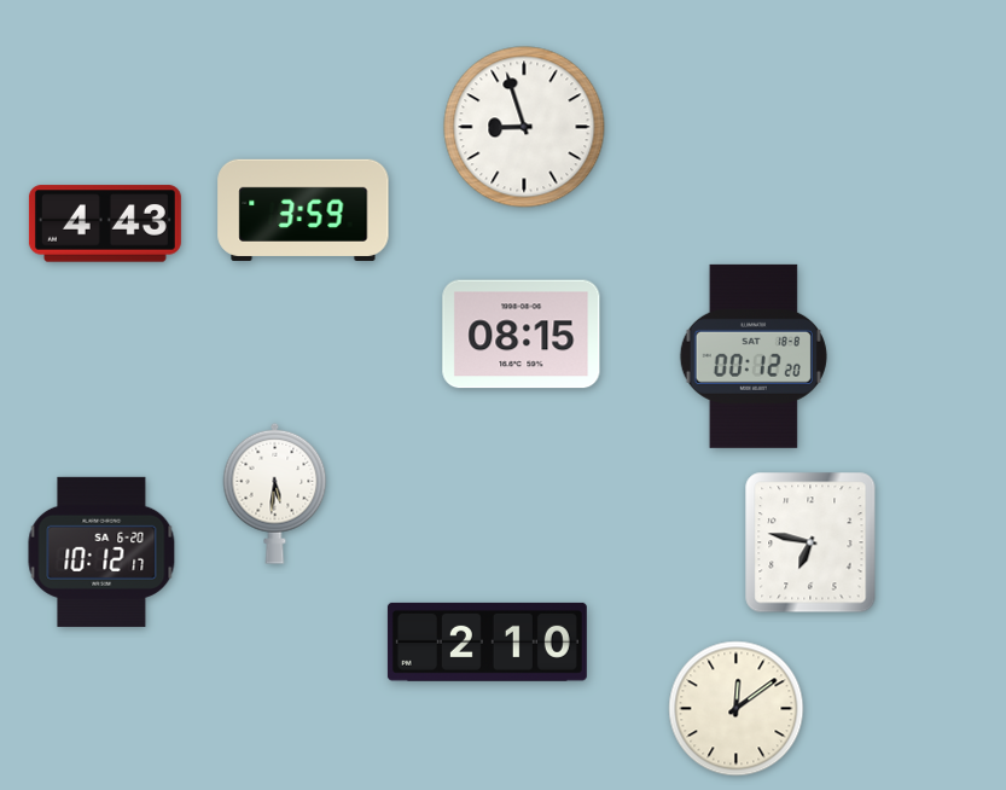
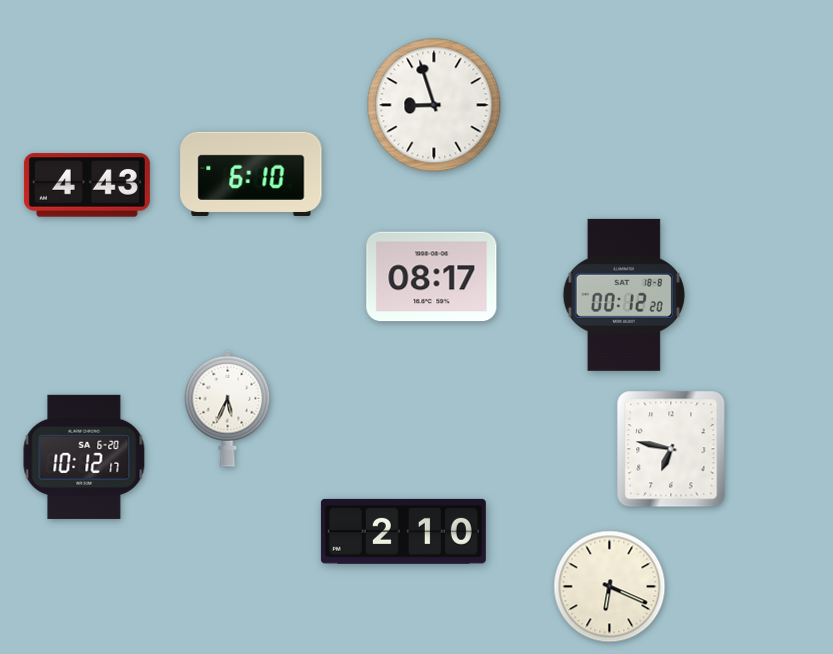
clock at (303, 210): 3:59 -> 6:10
clock at (522, 335): 08:15 -> 08:17
clock at (275, 493): 5:31 -> 5:34
clock at (737, 709): 12:09 -> 6:19
